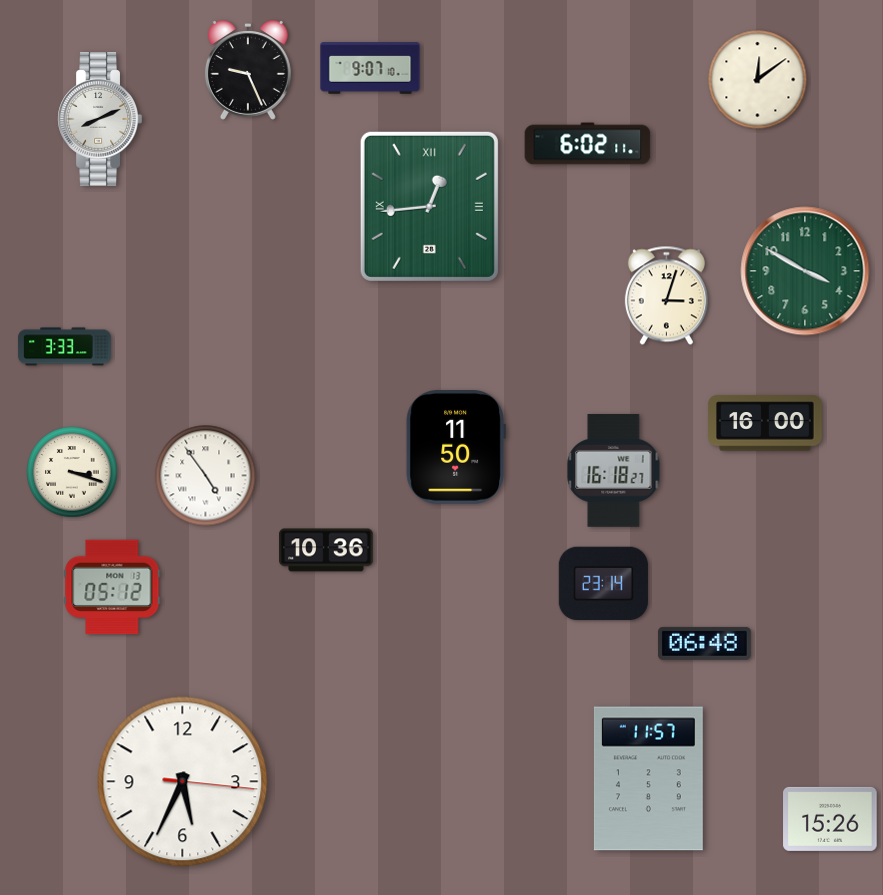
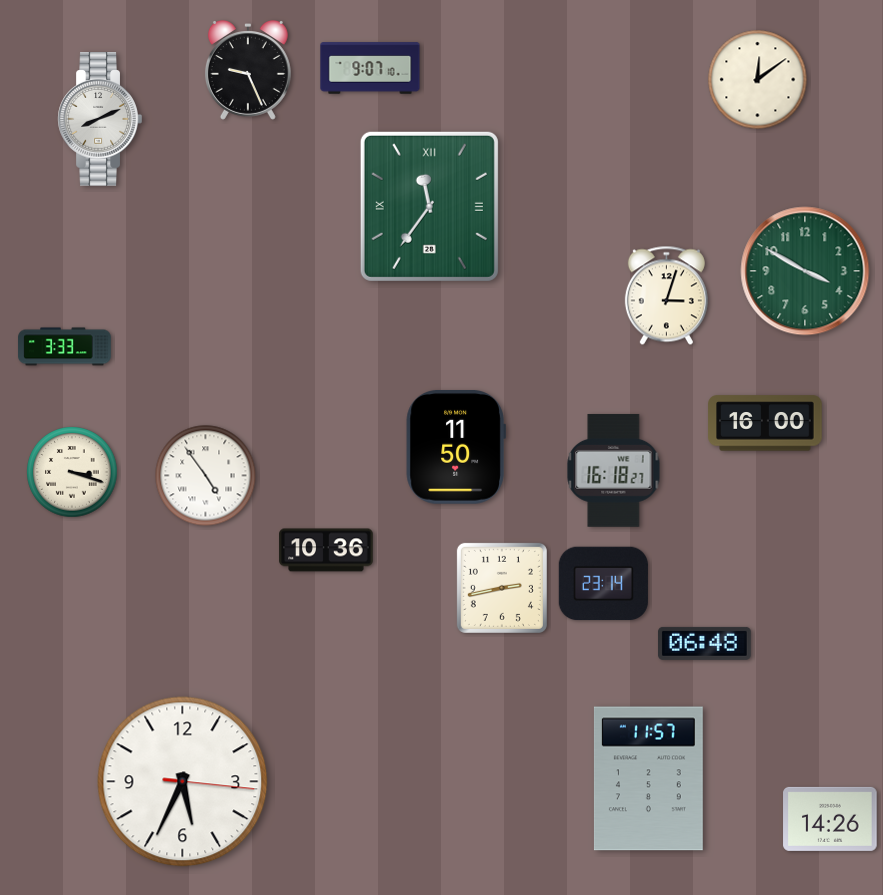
clock at (588, 144): 6:02 -> none
clock at (429, 206): 12:44 -> 11:36
clock at (112, 587): 05:12 -> none
clock at (502, 588): none -> 2:43
clock at (830, 819): 15:26 -> 14:26
